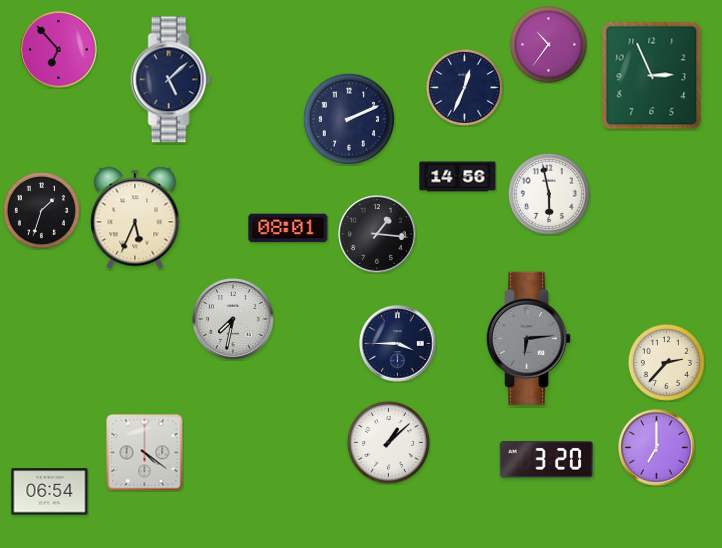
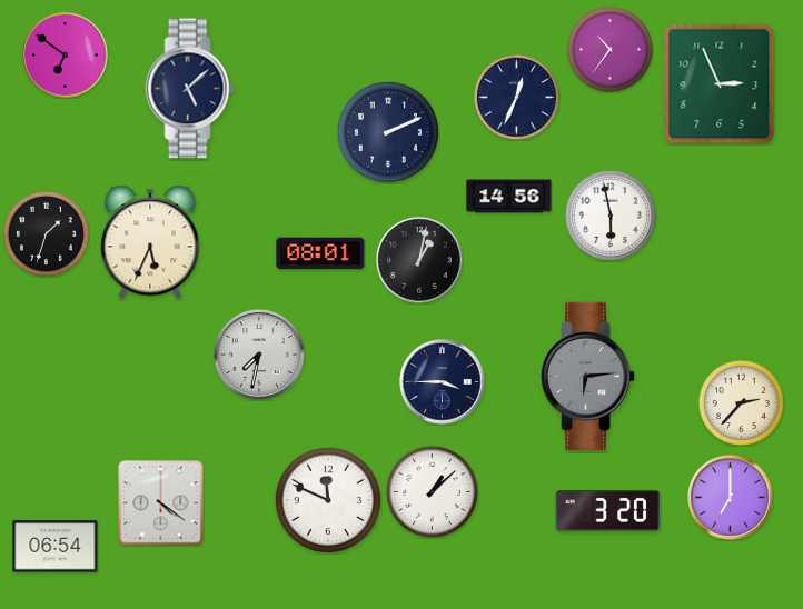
clock at (59, 50): 6:53 -> 6:51
clock at (652, 76) position: (652, 76) -> (720, 84)
clock at (377, 234): 1:16 -> 1:02
clock at (328, 500): none -> 11:49
